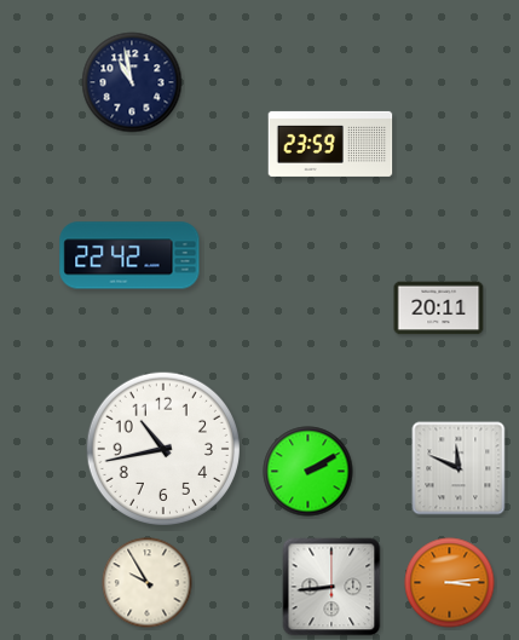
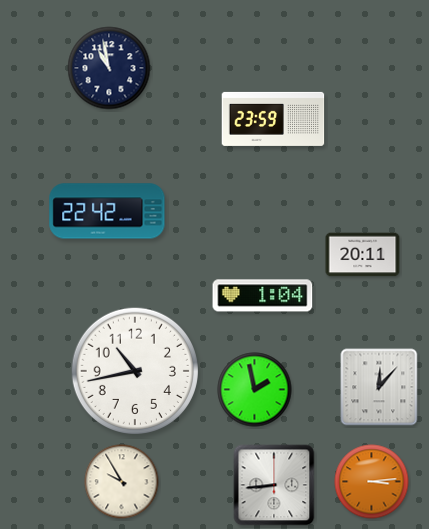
clock at (263, 296): none -> 1:04
clock at (459, 468): 11:49 -> 12:07
clock at (308, 472): 2:10 -> 1:58
